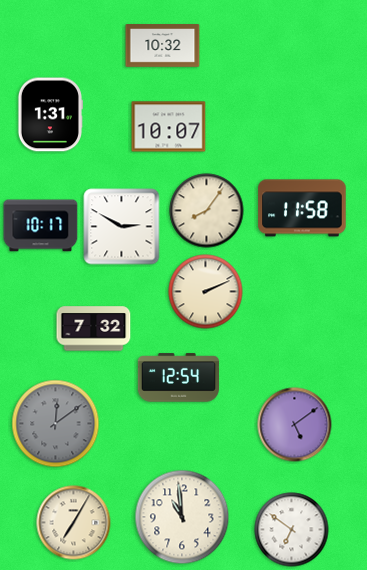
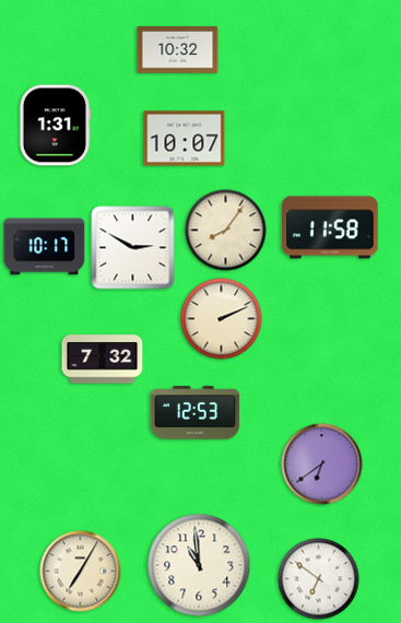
clock at (206, 292) position: (206, 292) -> (222, 319)
clock at (178, 378): 12:54 -> 12:53
clock at (56, 424): 12:09 -> none
clock at (295, 425): 5:09 -> 6:39
